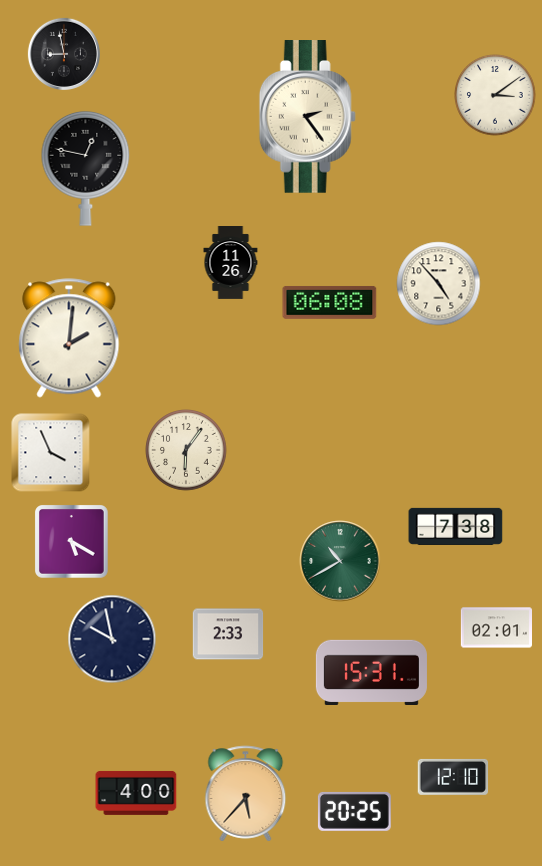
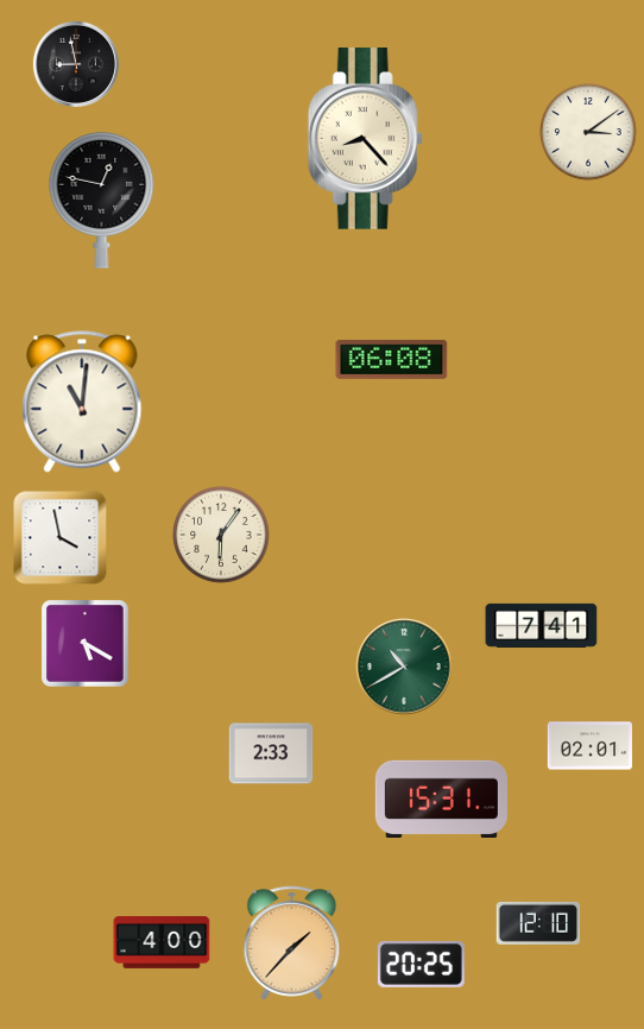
clock at (495, 95) position: (495, 95) -> (588, 132)
clock at (307, 117): 2:24 -> 8:23
clock at (231, 263): 11:26 -> none
clock at (439, 284): 4:53 -> none
clock at (69, 338): 2:01 -> 11:01
clock at (51, 453): 3:56 -> 3:58
clock at (456, 526): 7:38 -> 7:41
clock at (112, 639): 9:58 -> none
clock at (246, 794): 5:37 -> 1:37
